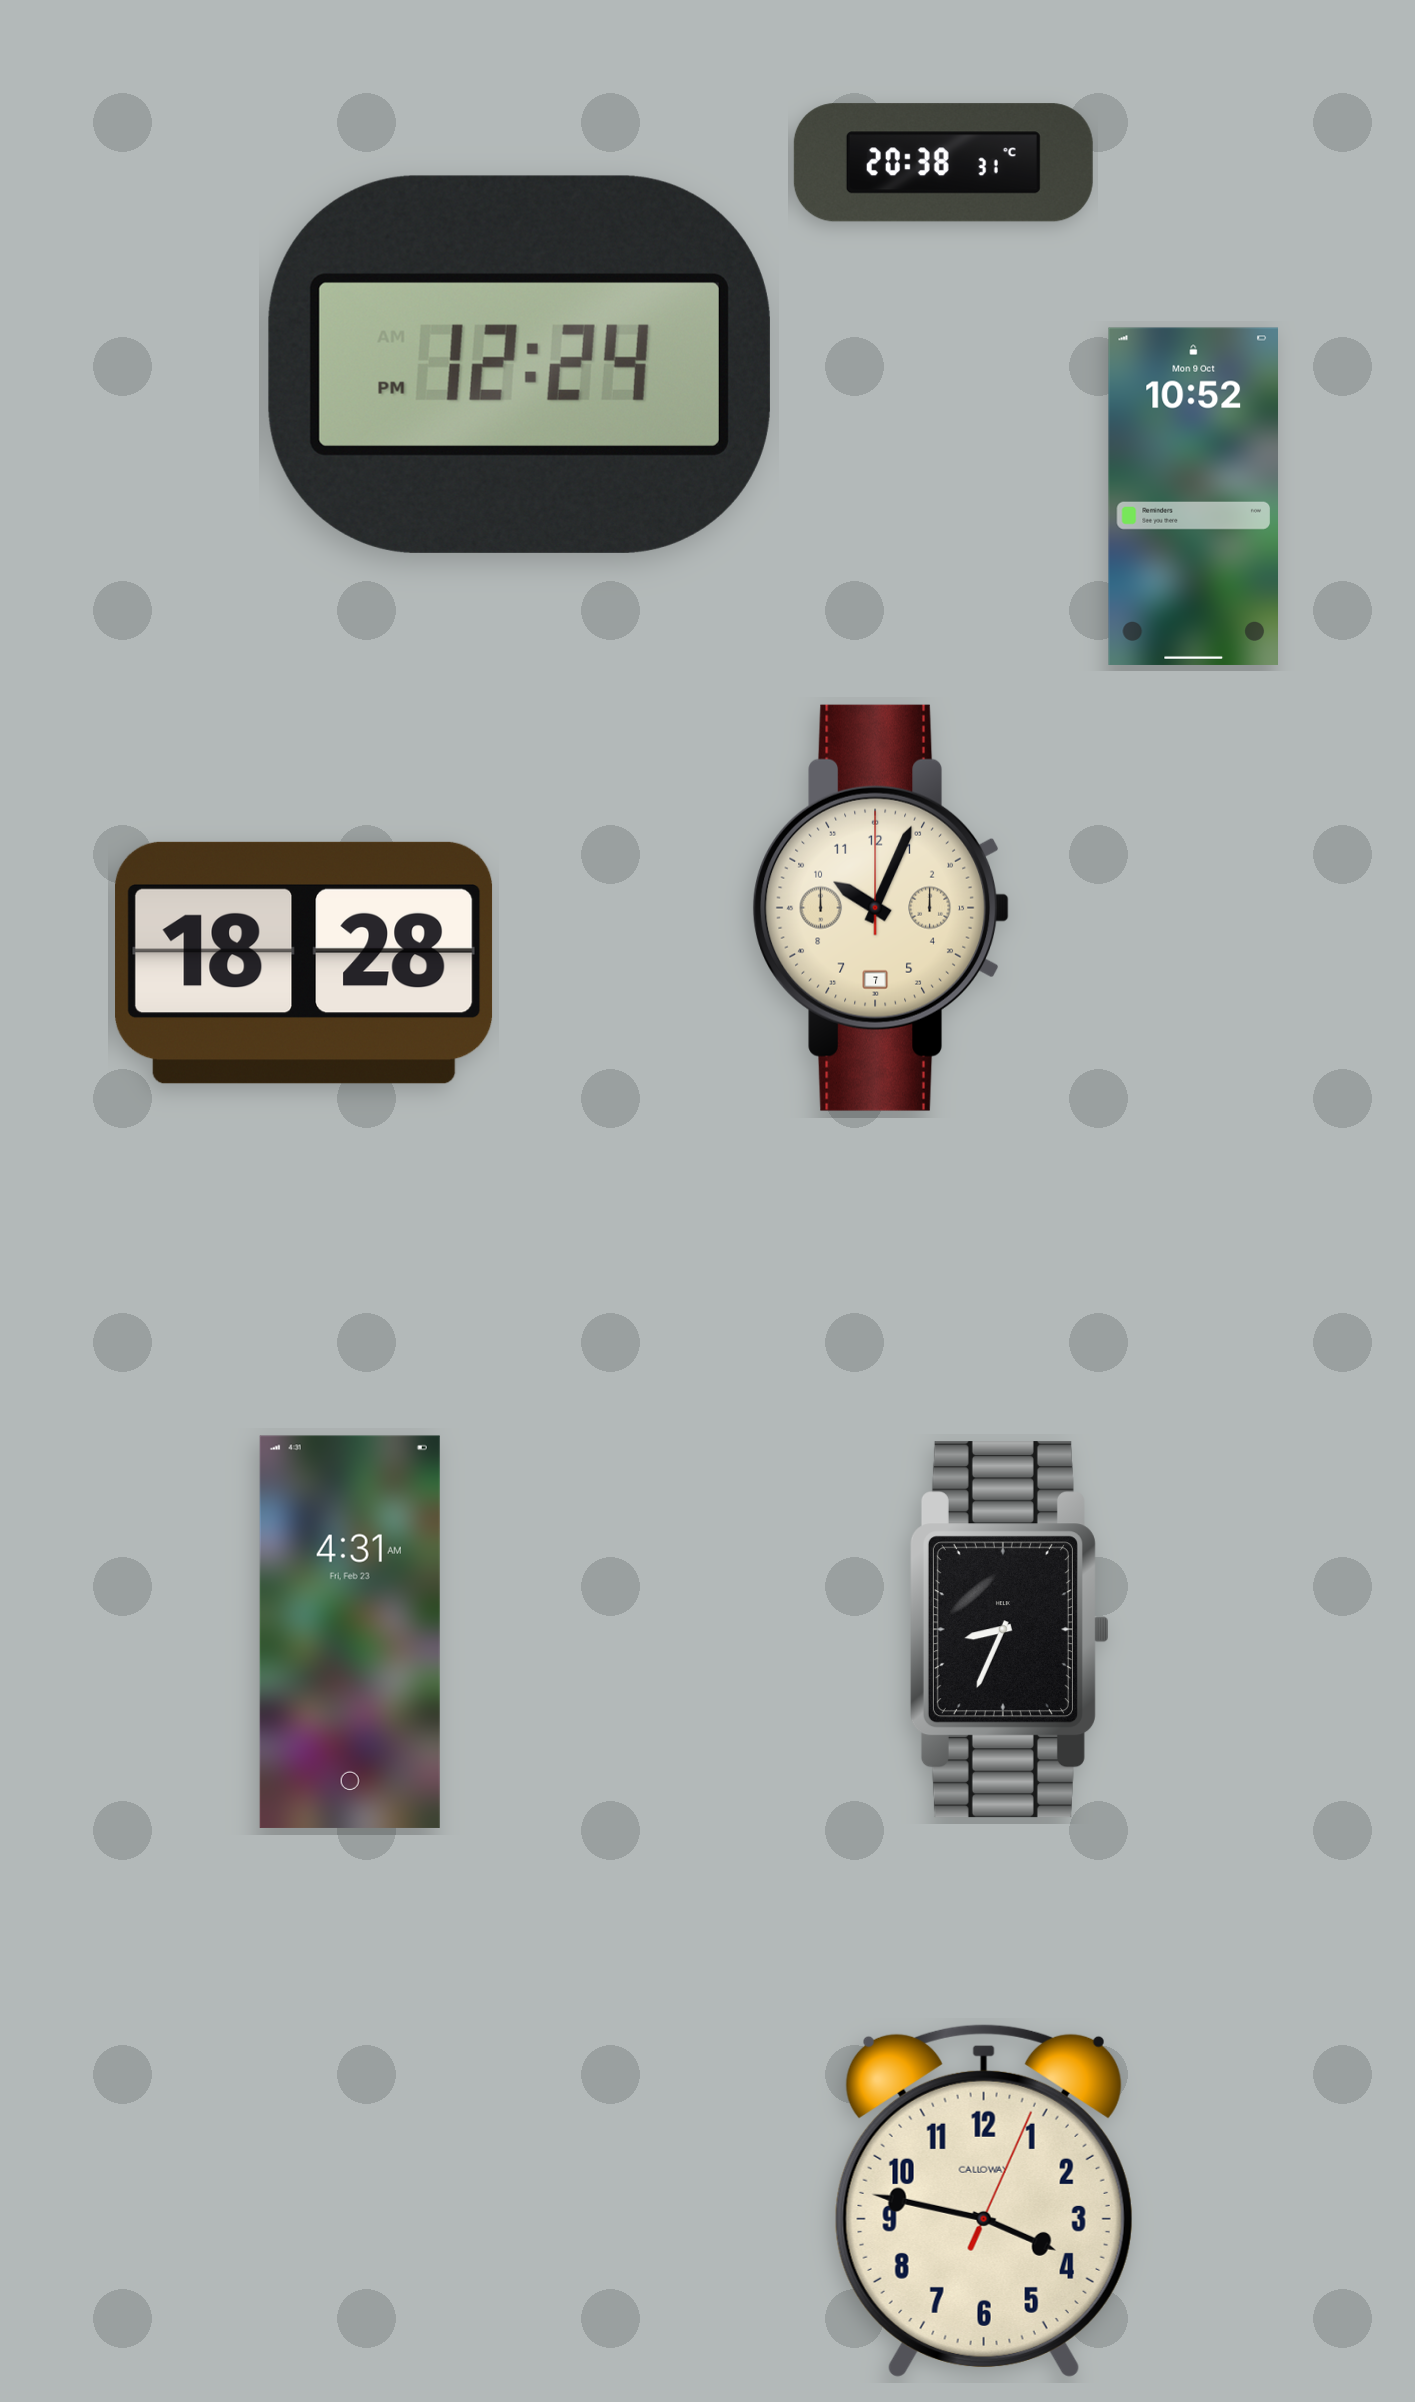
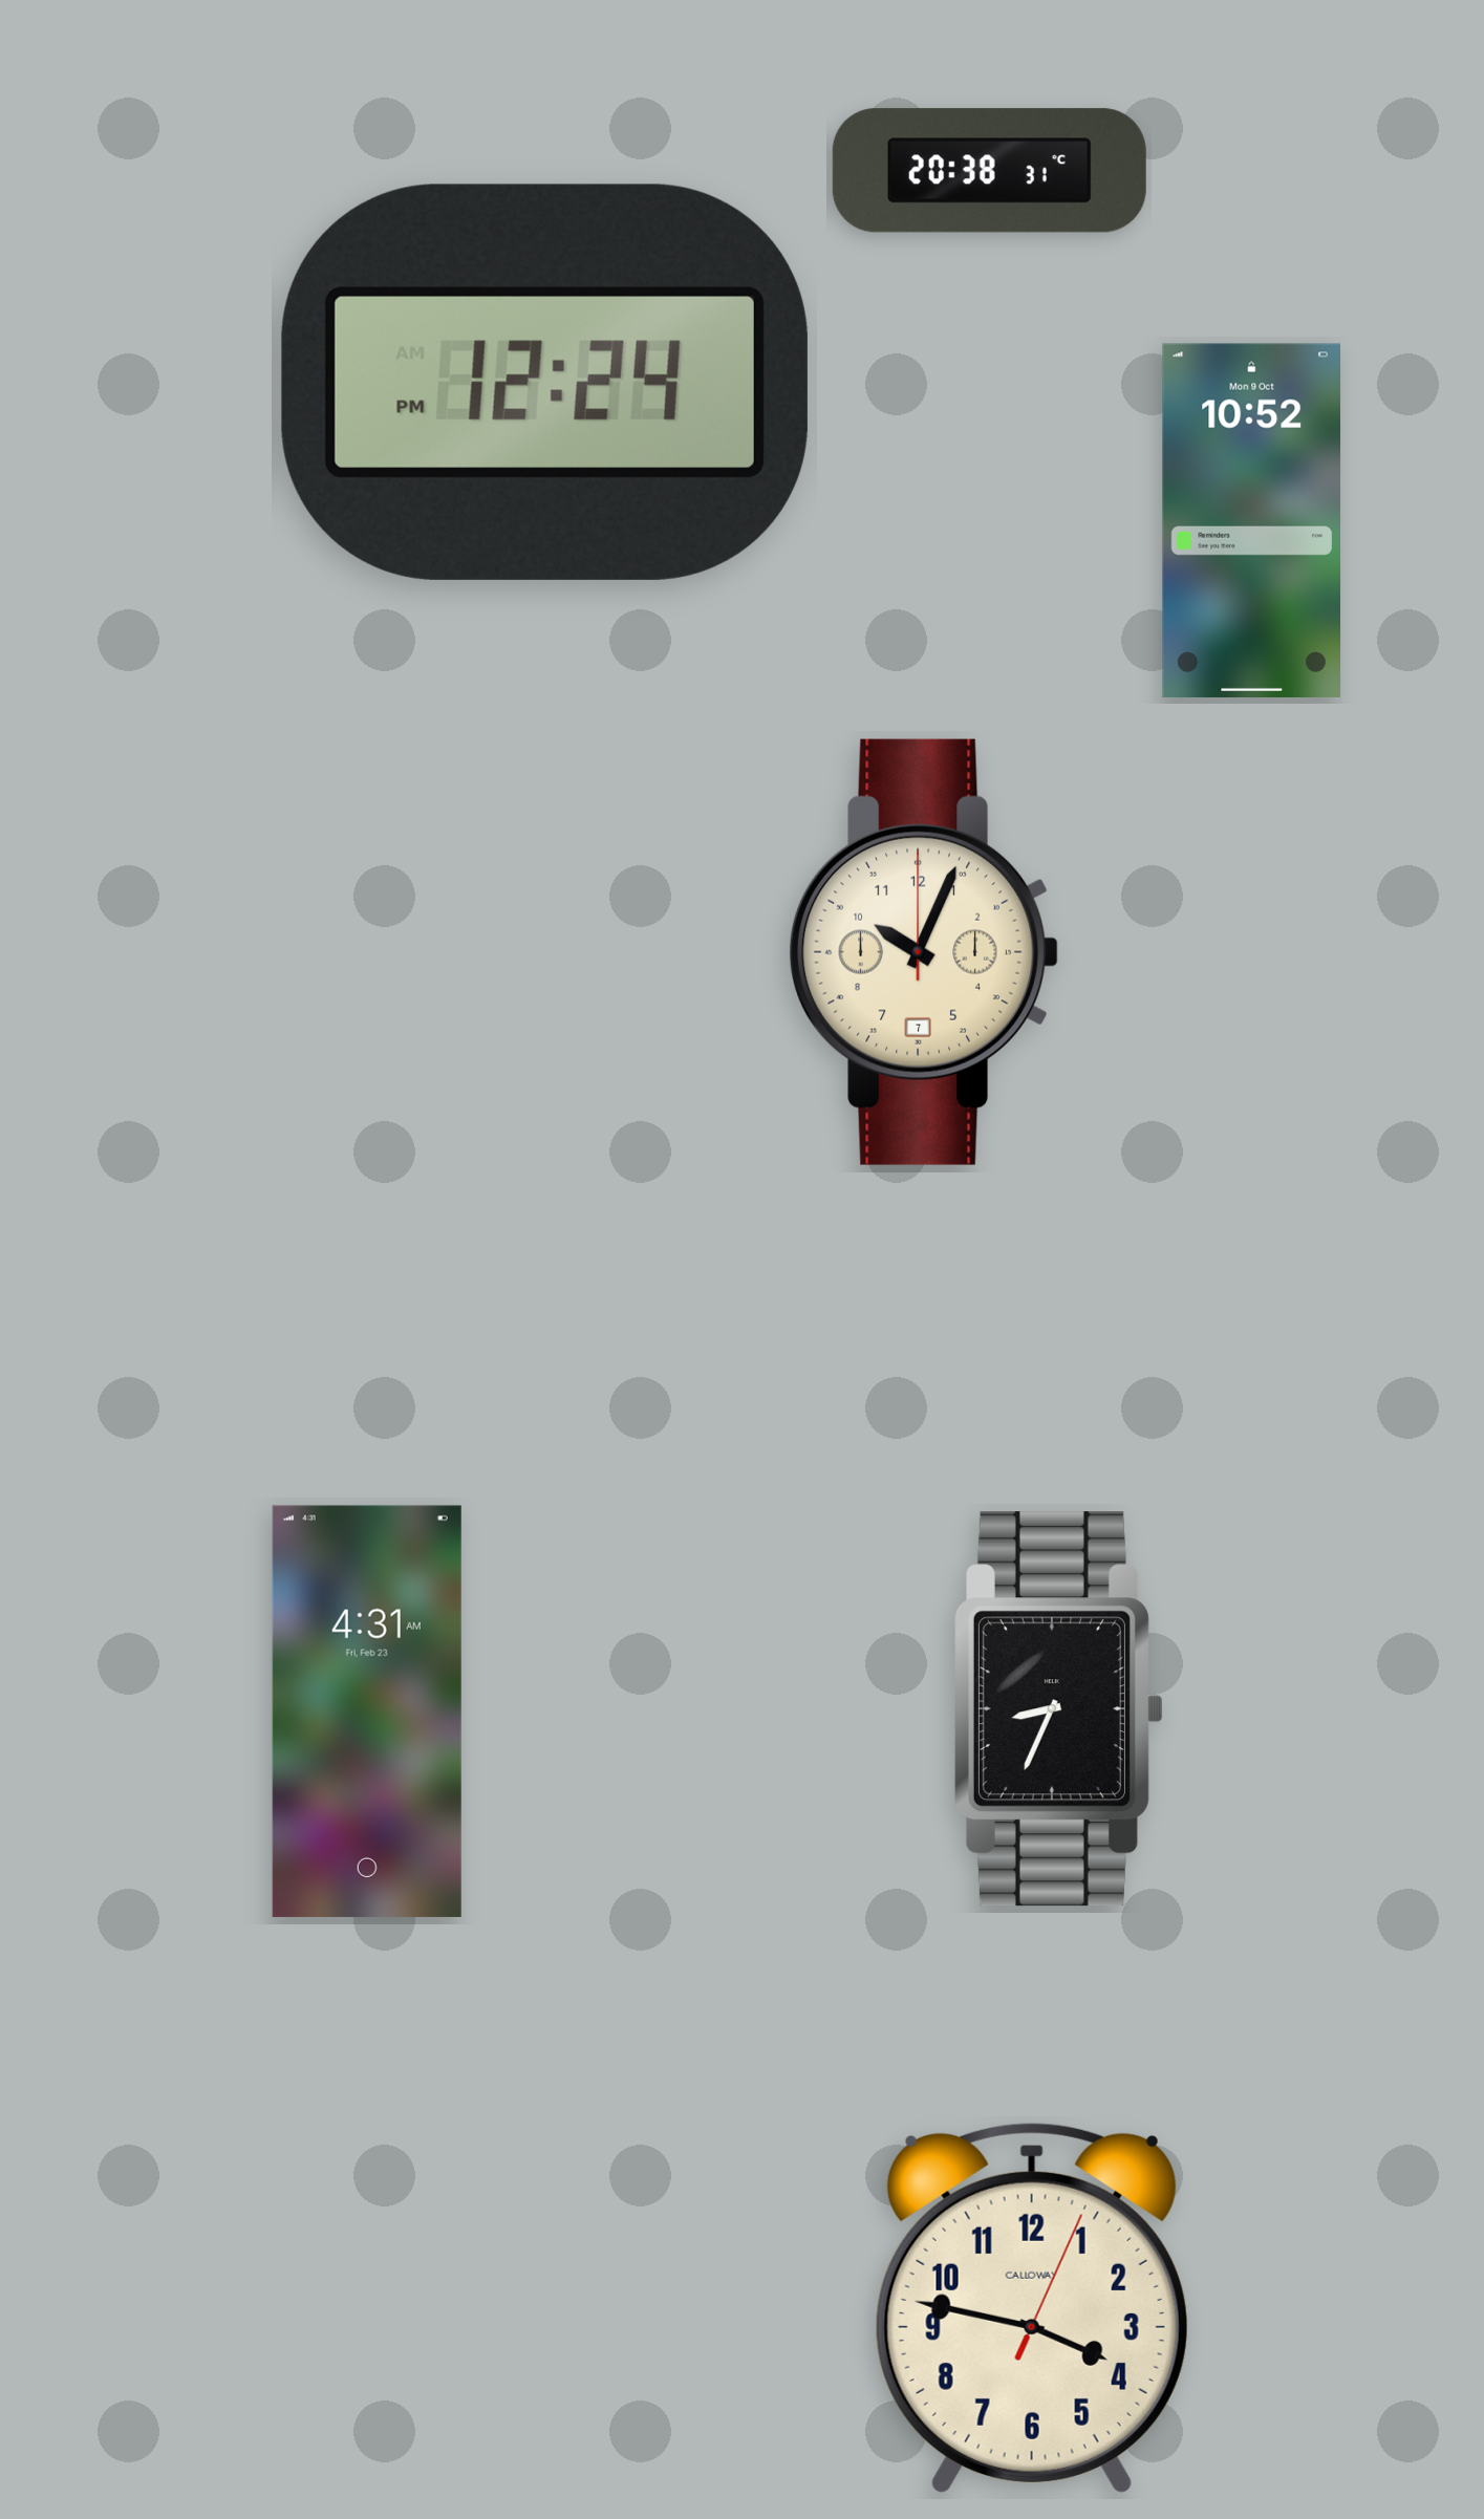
clock at (304, 963): 18:28 -> none
